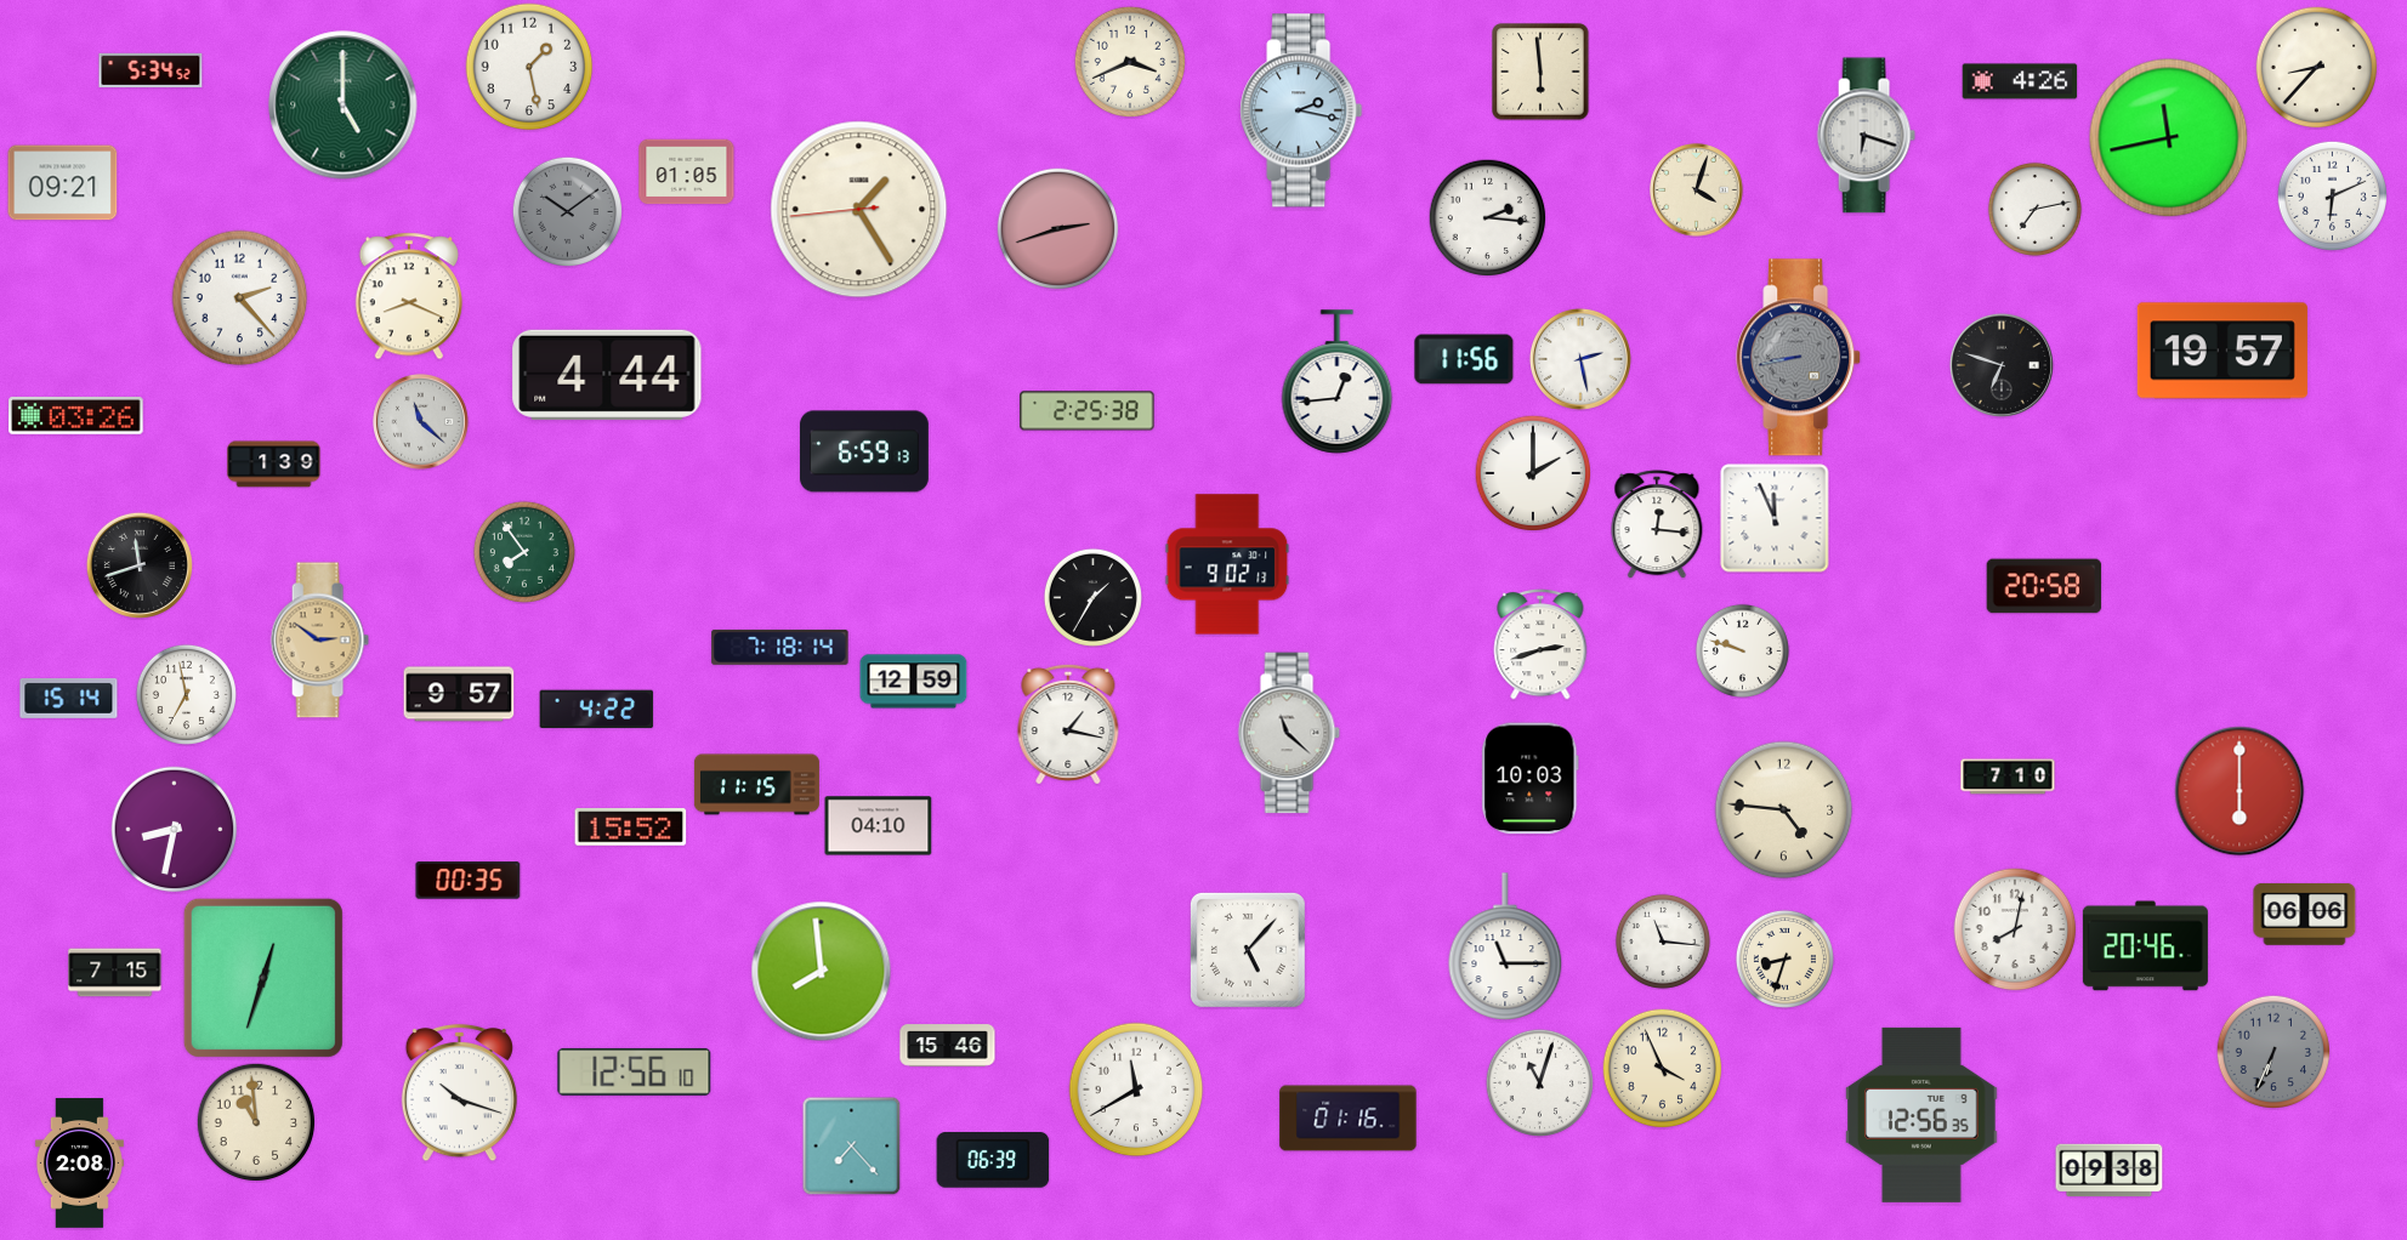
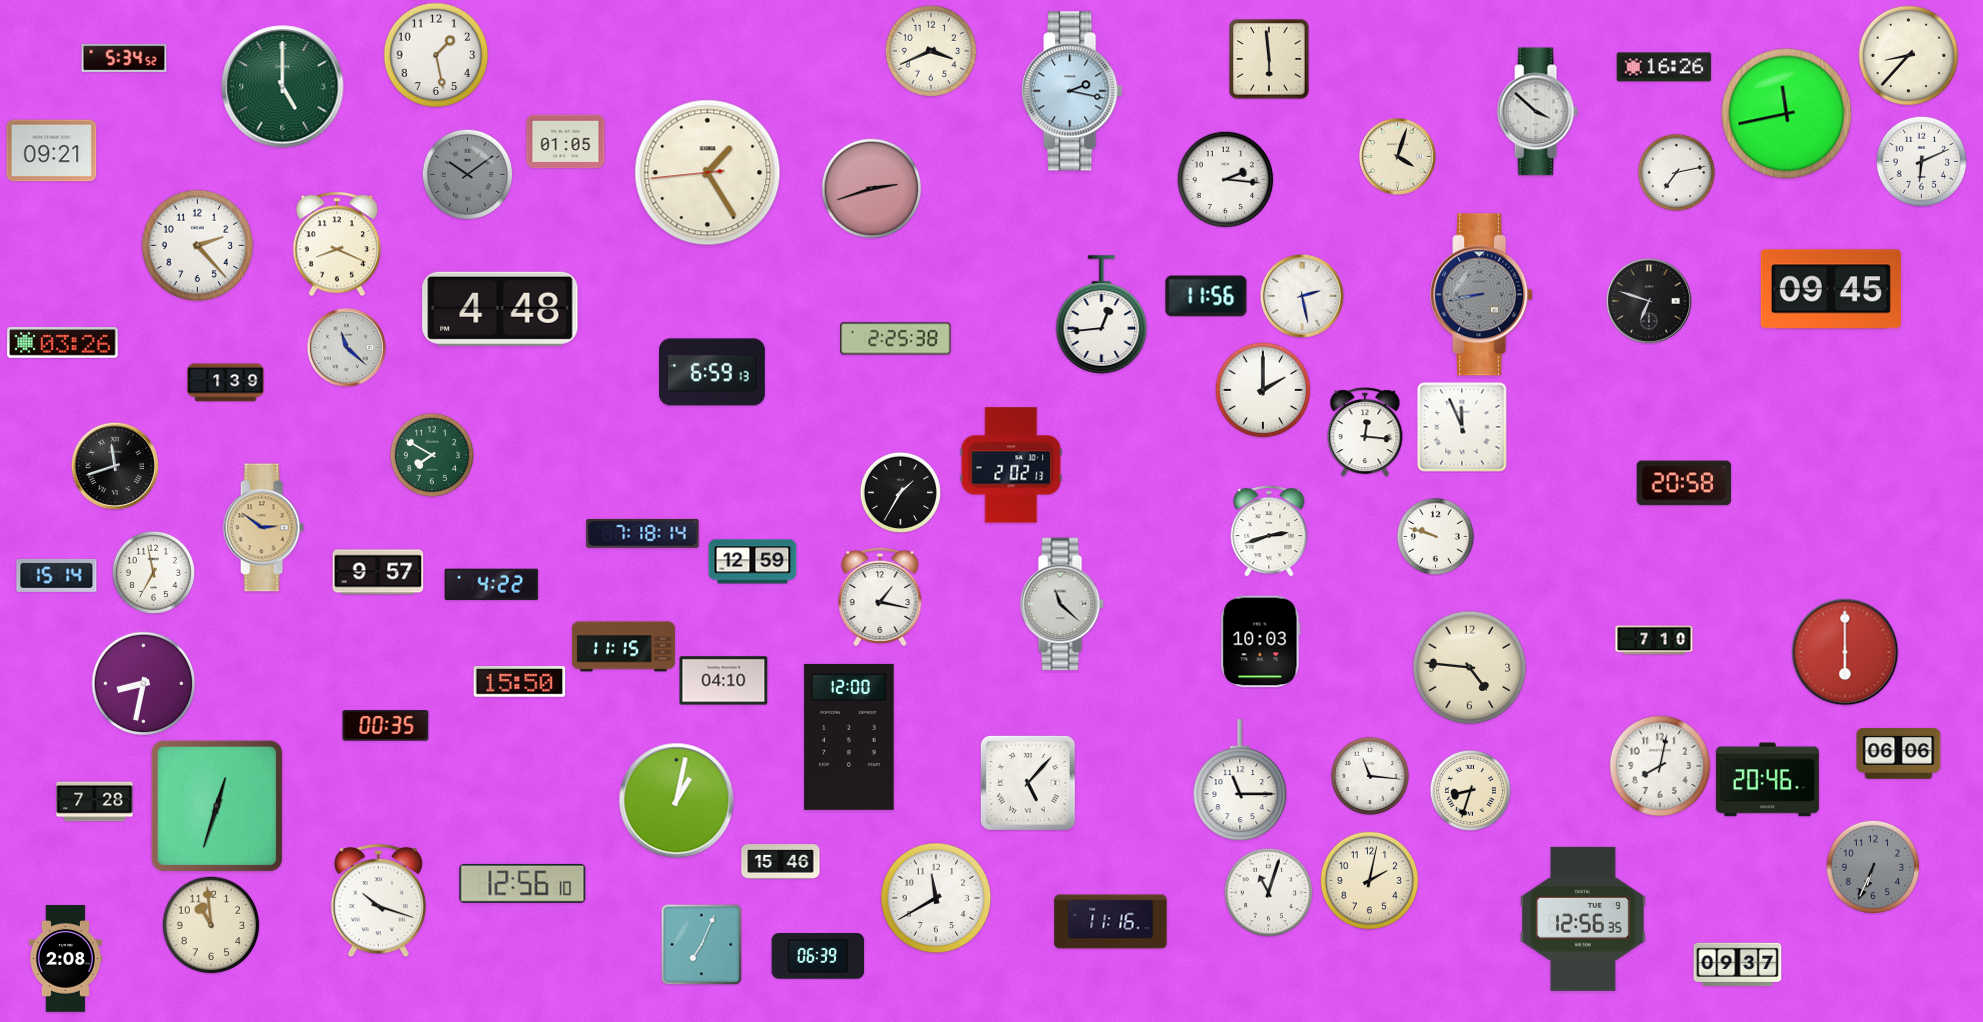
clock at (2020, 81): 4:26 -> 16:26
clock at (1866, 136): 6:18 -> 3:52
clock at (2222, 351): 19:57 -> 09:45
clock at (607, 375): 4:44 -> 4:48
clock at (524, 552): 7:54 -> 7:50
clock at (1227, 564): 9:02 -> 2:02
clock at (631, 827): 15:52 -> 15:50
clock at (849, 737): none -> 12:00
clock at (822, 972): 7:59 -> 1:02
clock at (115, 973): 7:15 -> 7:28
clock at (1663, 1069): 3:56 -> 2:02
clock at (1349, 1119): 01:16 -> 11:16
clock at (851, 1145): 7:23 -> 7:04
clock at (2110, 1171): 09:38 -> 09:37
